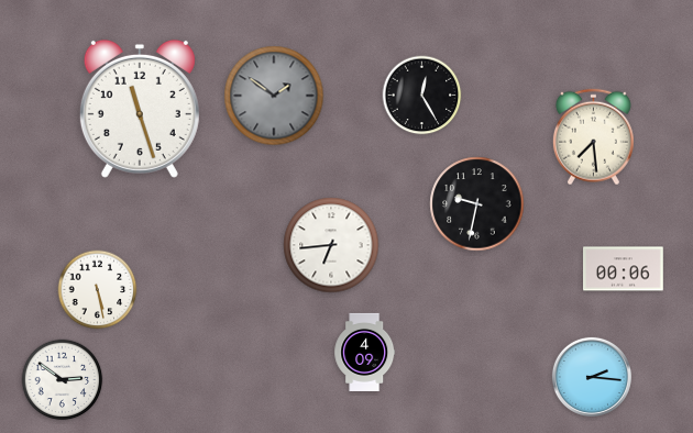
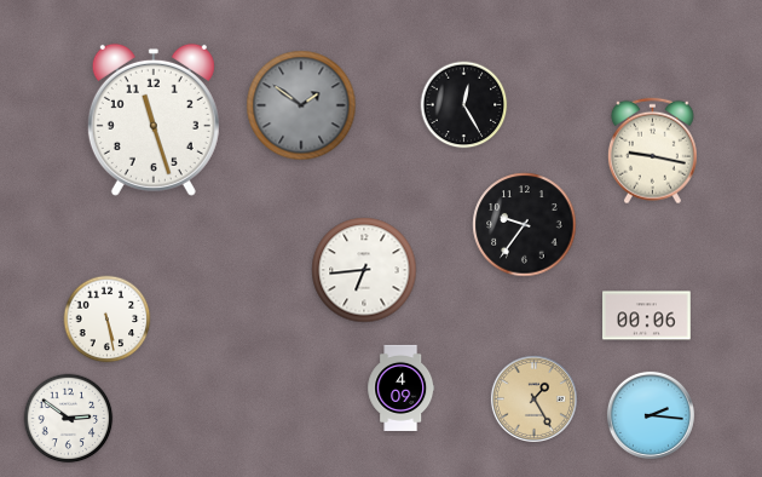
clock at (593, 137): 7:29 -> 9:17
clock at (477, 204): 9:32 -> 9:36
clock at (624, 269) position: (624, 269) -> (647, 316)
clock at (533, 398): none -> 1:25
